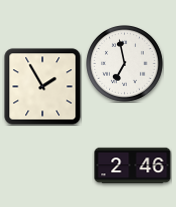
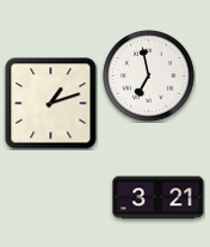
clock at (43, 87): 1:55 -> 1:12
clock at (133, 166): 2:46 -> 3:21
